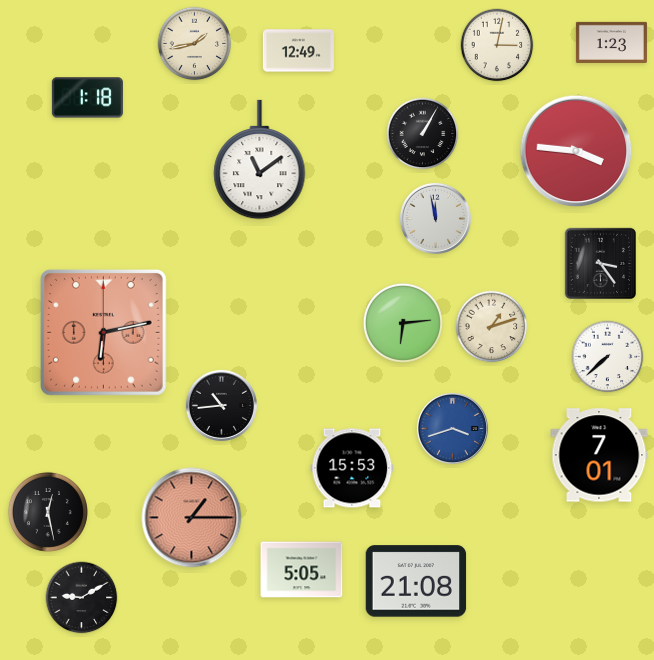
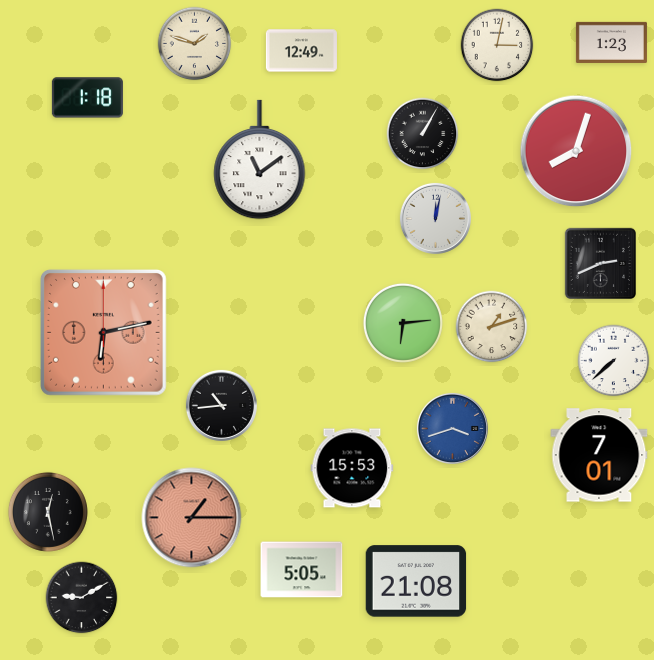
clock at (195, 44): 1:43 -> 1:48
clock at (298, 51) position: (298, 51) -> (301, 51)
clock at (576, 151): 3:46 -> 8:03
clock at (435, 218): 11:58 -> 12:02
clock at (600, 263): 3:24 -> 2:41
clock at (608, 357) position: (608, 357) -> (614, 361)
